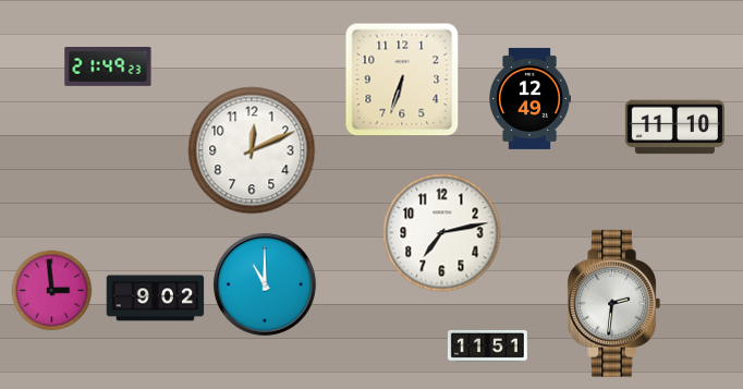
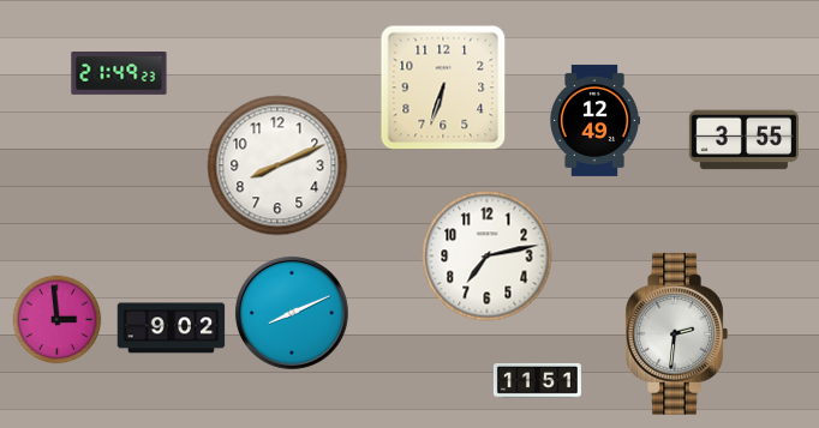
clock at (529, 98) position: (529, 98) -> (594, 120)
clock at (674, 127): 11:10 -> 3:55
clock at (252, 150): 12:11 -> 8:11
clock at (265, 284): 11:00 -> 8:11
